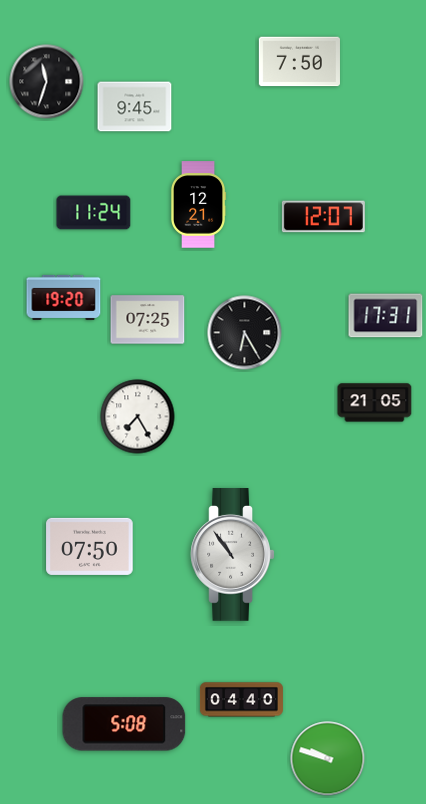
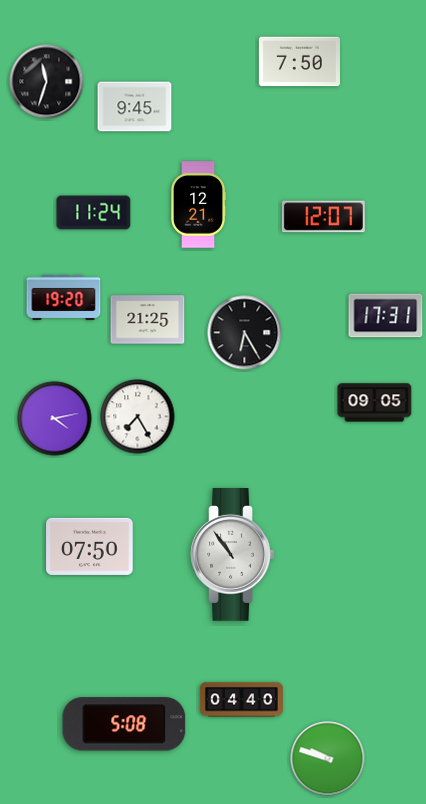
clock at (148, 320): 07:25 -> 21:25
clock at (375, 403): 21:05 -> 09:05
clock at (55, 419): none -> 4:13
